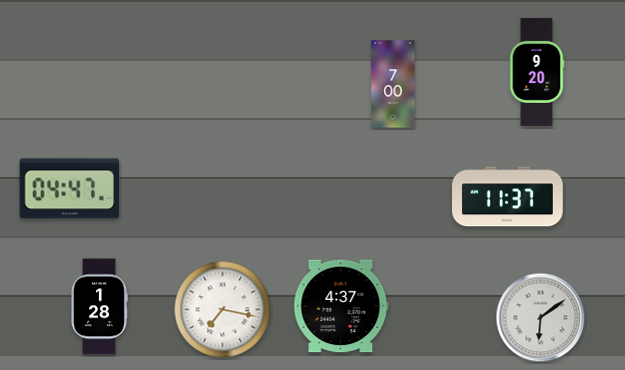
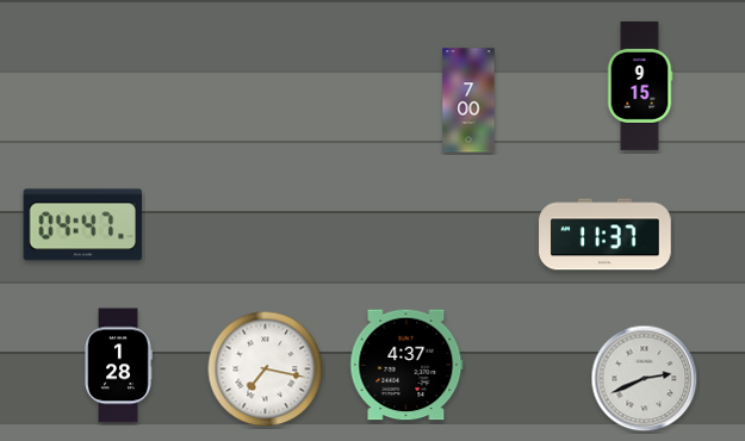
clock at (537, 72): 9:20 -> 9:15
clock at (541, 318): 6:09 -> 2:41
